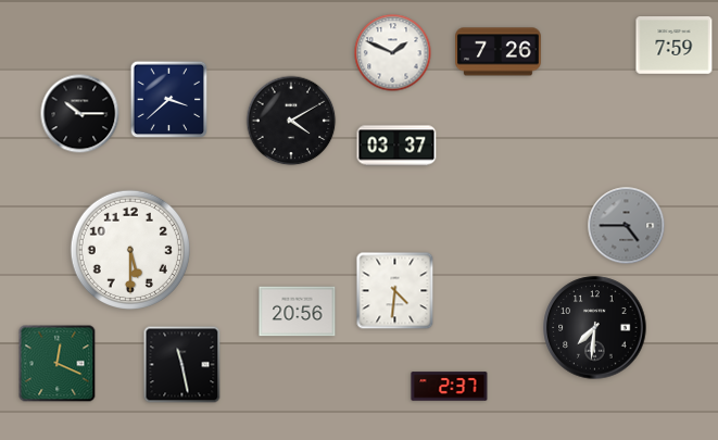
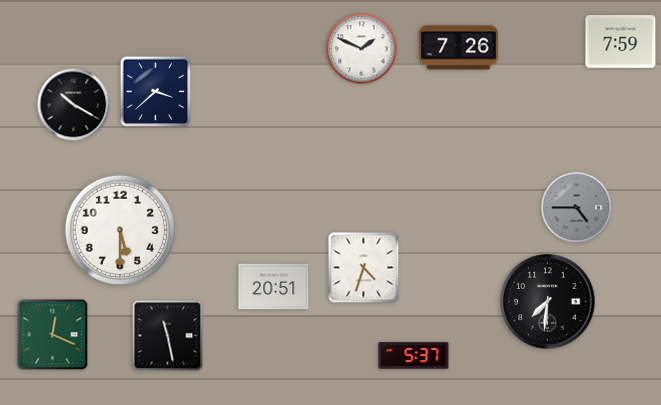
clock at (80, 114): 10:15 -> 10:20
clock at (291, 121): 4:10 -> none
clock at (396, 146): 03:37 -> none
clock at (395, 291): 4:31 -> 4:33
clock at (298, 312): 20:56 -> 20:51
clock at (450, 387): 2:37 -> 5:37
